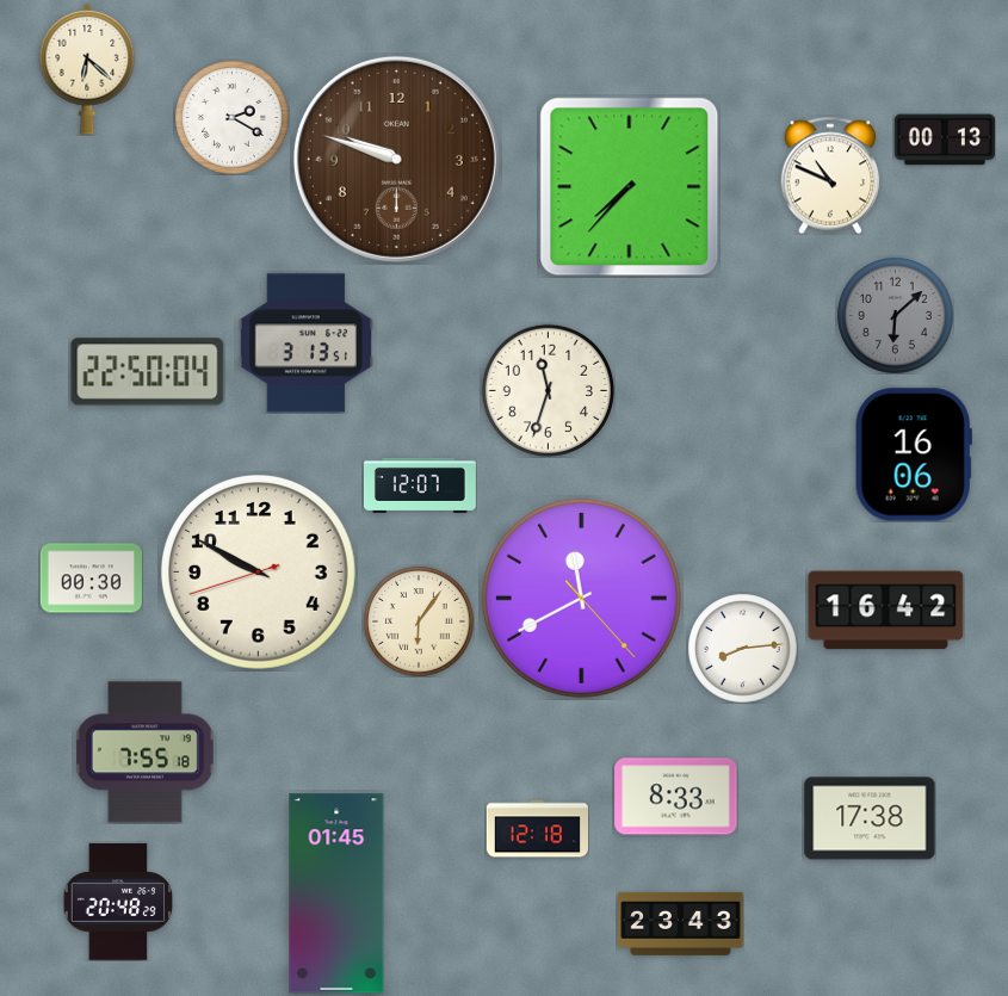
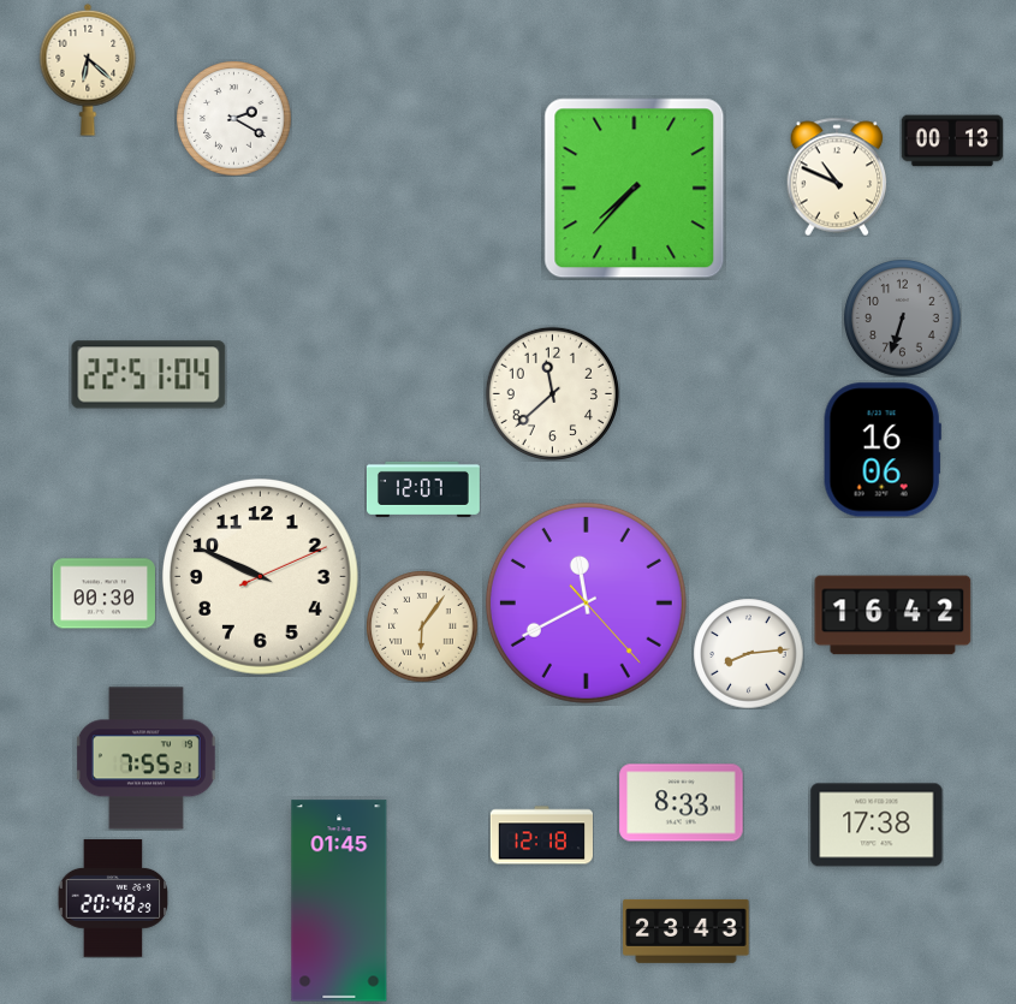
clock at (396, 159): 9:48 -> none
clock at (896, 316): 6:08 -> 6:33
clock at (305, 344): 3:13 -> none
clock at (148, 372): 22:50 -> 22:51
clock at (548, 390): 11:33 -> 11:38
clock at (914, 454) position: (914, 454) -> (883, 450)
clock at (258, 571): 9:49:42 -> 9:49:11
clock at (91, 579) position: (91, 579) -> (103, 594)
clock at (144, 753): 7:55:18 -> 7:55:21
clock at (118, 902) position: (118, 902) -> (113, 898)
